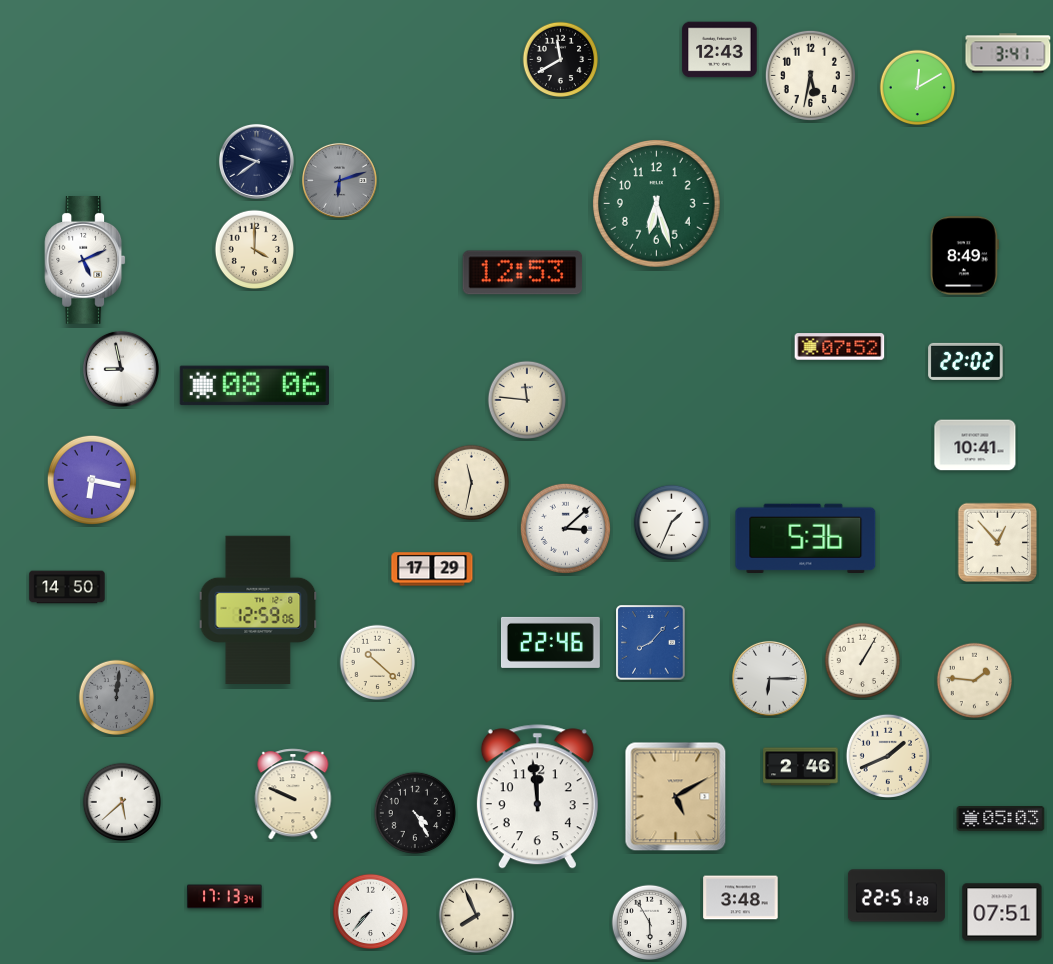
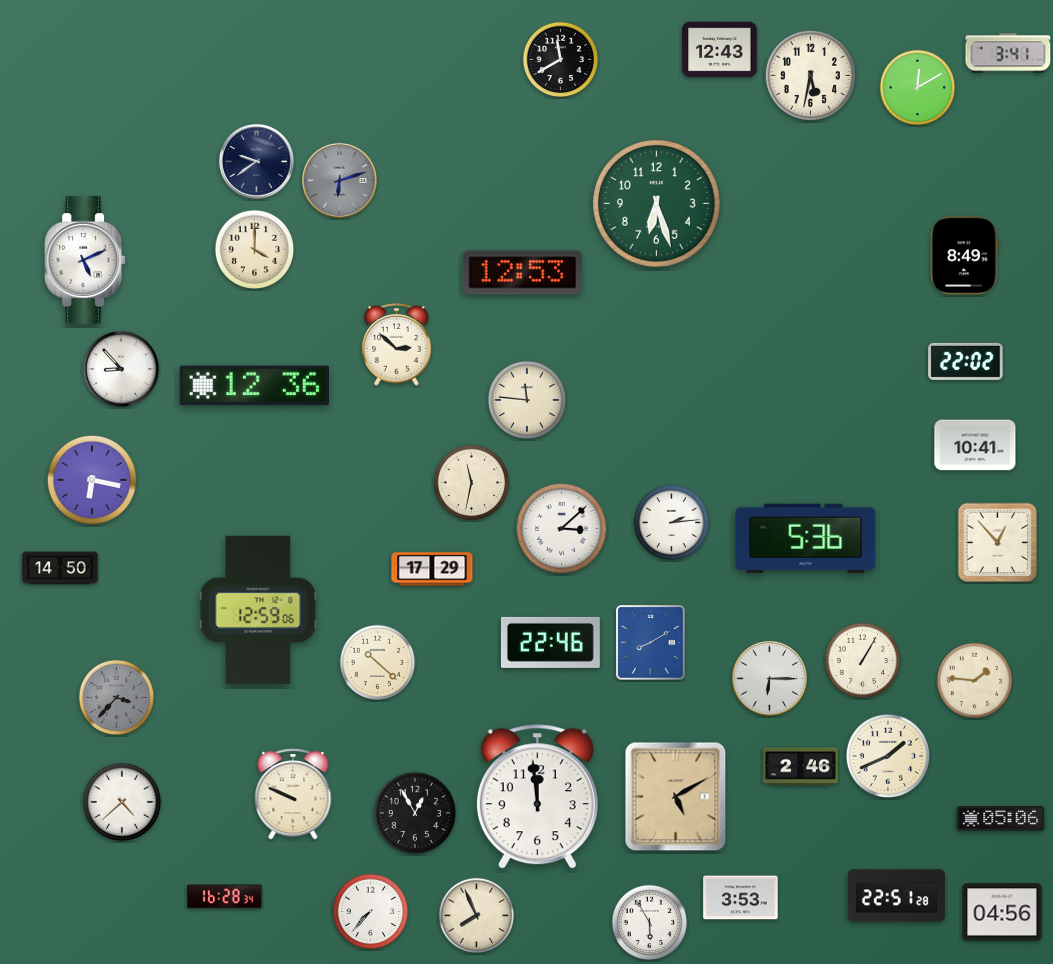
clock at (397, 345): none -> 2:52
clock at (840, 347): 07:52 -> none
clock at (121, 369): 8:58 -> 8:53
clock at (254, 386): 08:06 -> 12:36
clock at (672, 523): 1:34 -> 2:14
clock at (565, 528) position: (565, 528) -> (561, 528)
clock at (67, 587) position: (67, 587) -> (60, 568)
clock at (651, 643): 8:07 -> 8:10
clock at (117, 698): 12:01 -> 3:37
clock at (122, 802): 5:38 -> 4:38
clock at (414, 812): 4:25 -> 12:55
clock at (1001, 819): 05:03 -> 05:06
clock at (225, 897): 17:13 -> 16:28
clock at (741, 898): 3:48 -> 3:53
clock at (1002, 912): 07:51 -> 04:56
